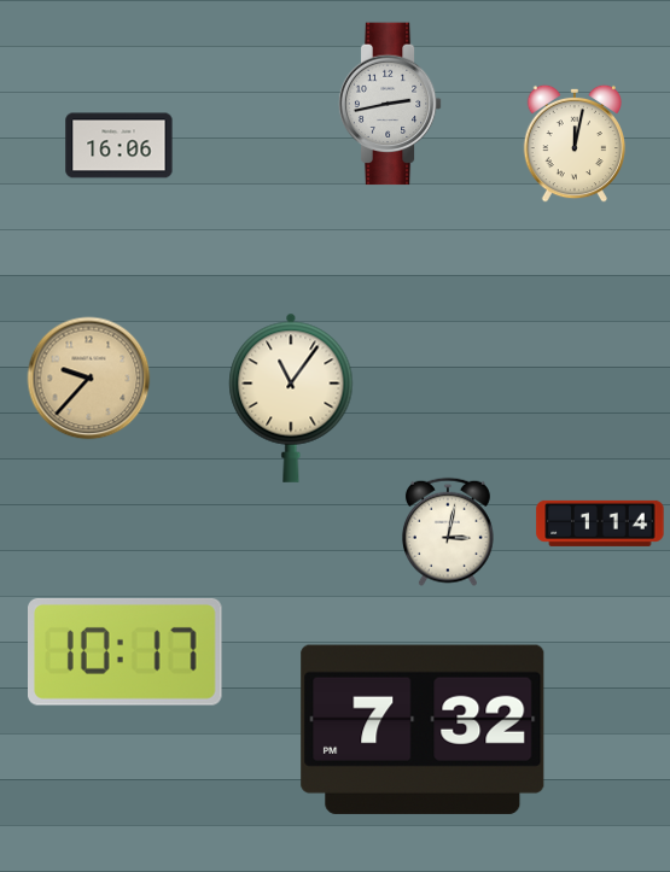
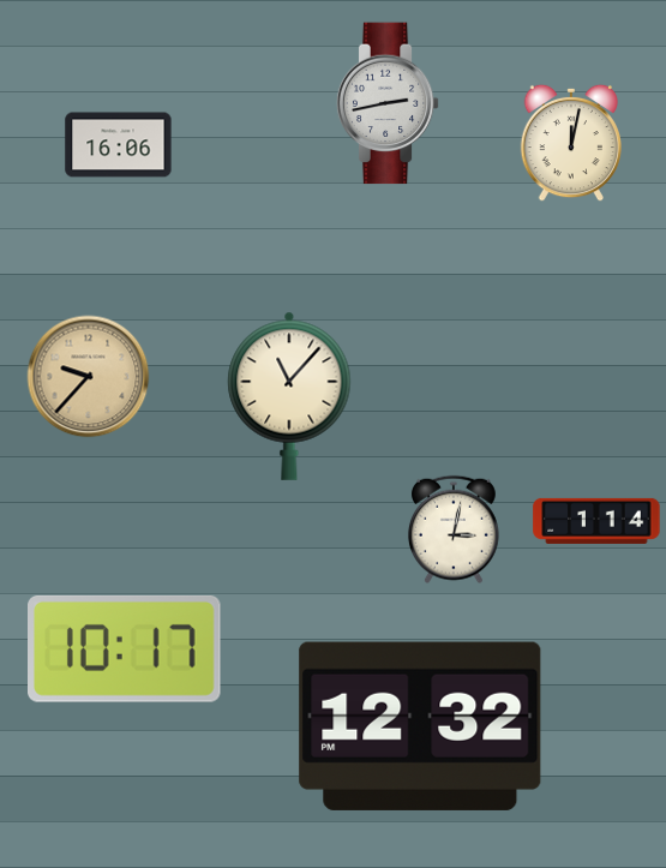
clock at (291, 398): 11:06 -> 11:07
clock at (448, 532) position: (448, 532) -> (454, 529)
clock at (423, 730): 7:32 -> 12:32
